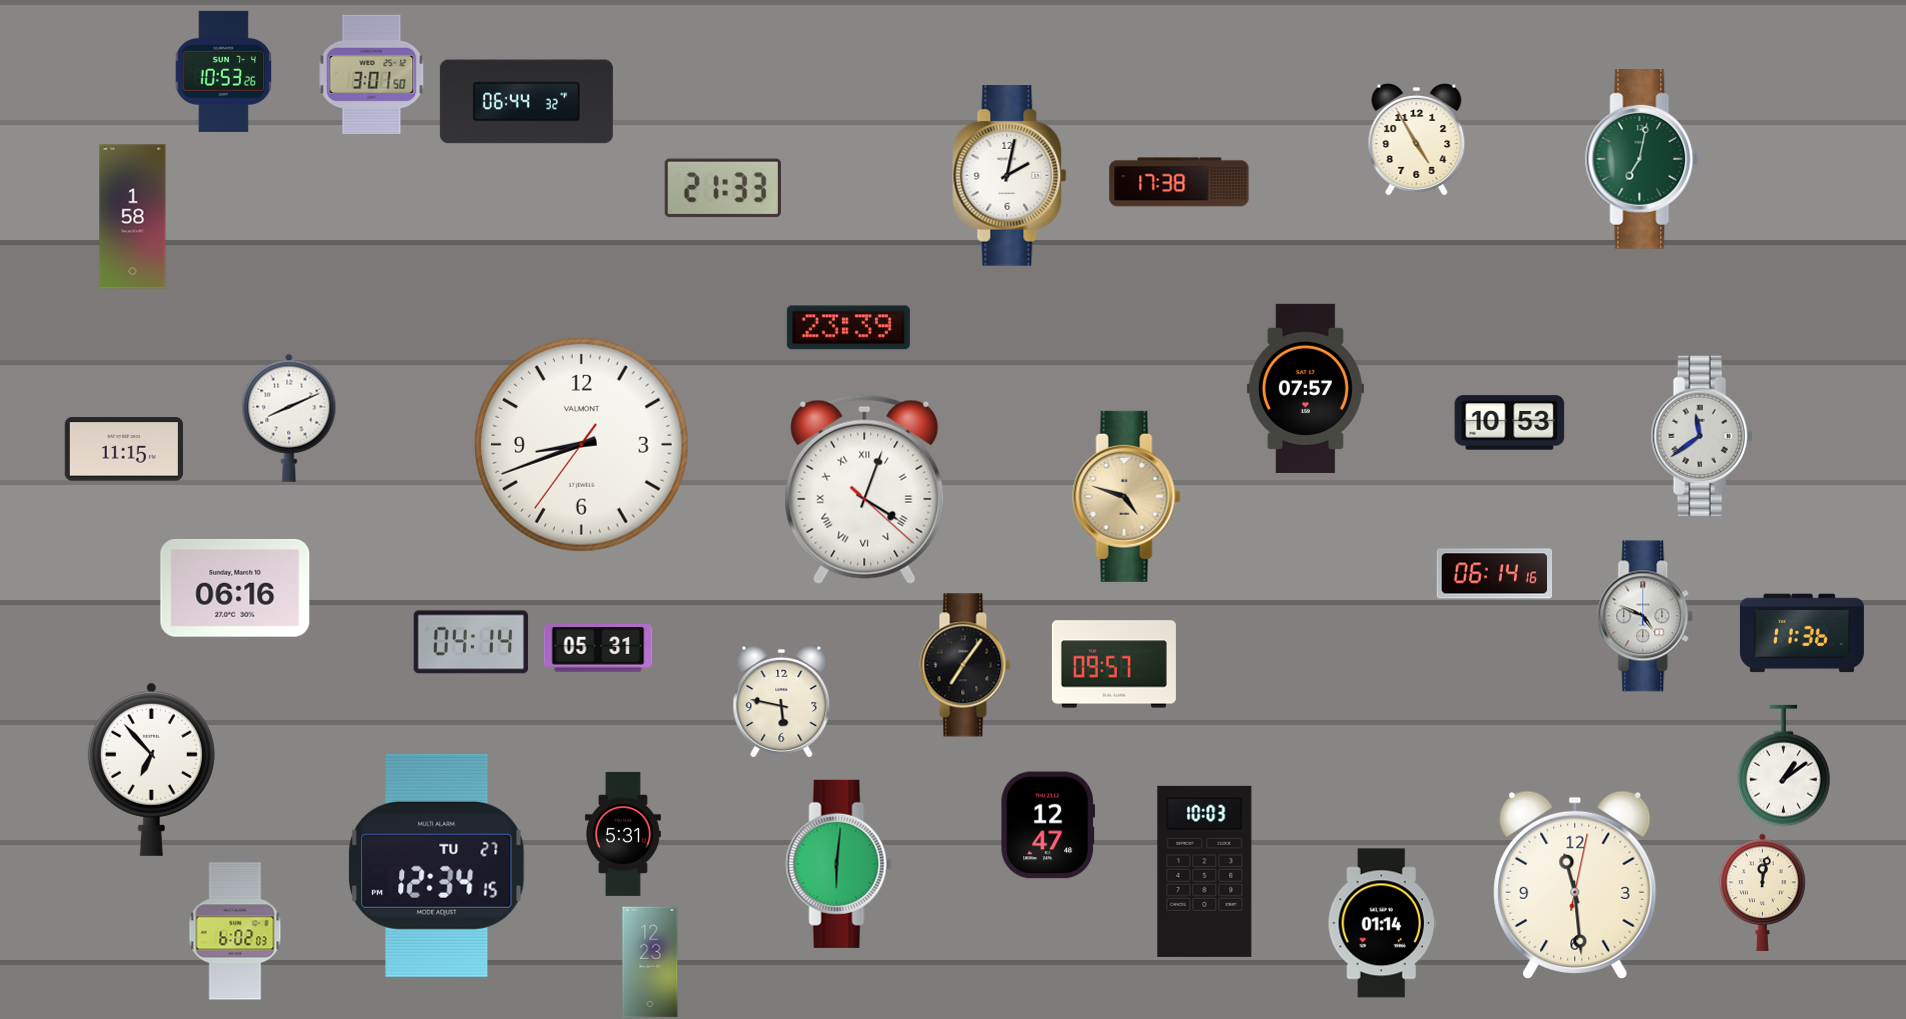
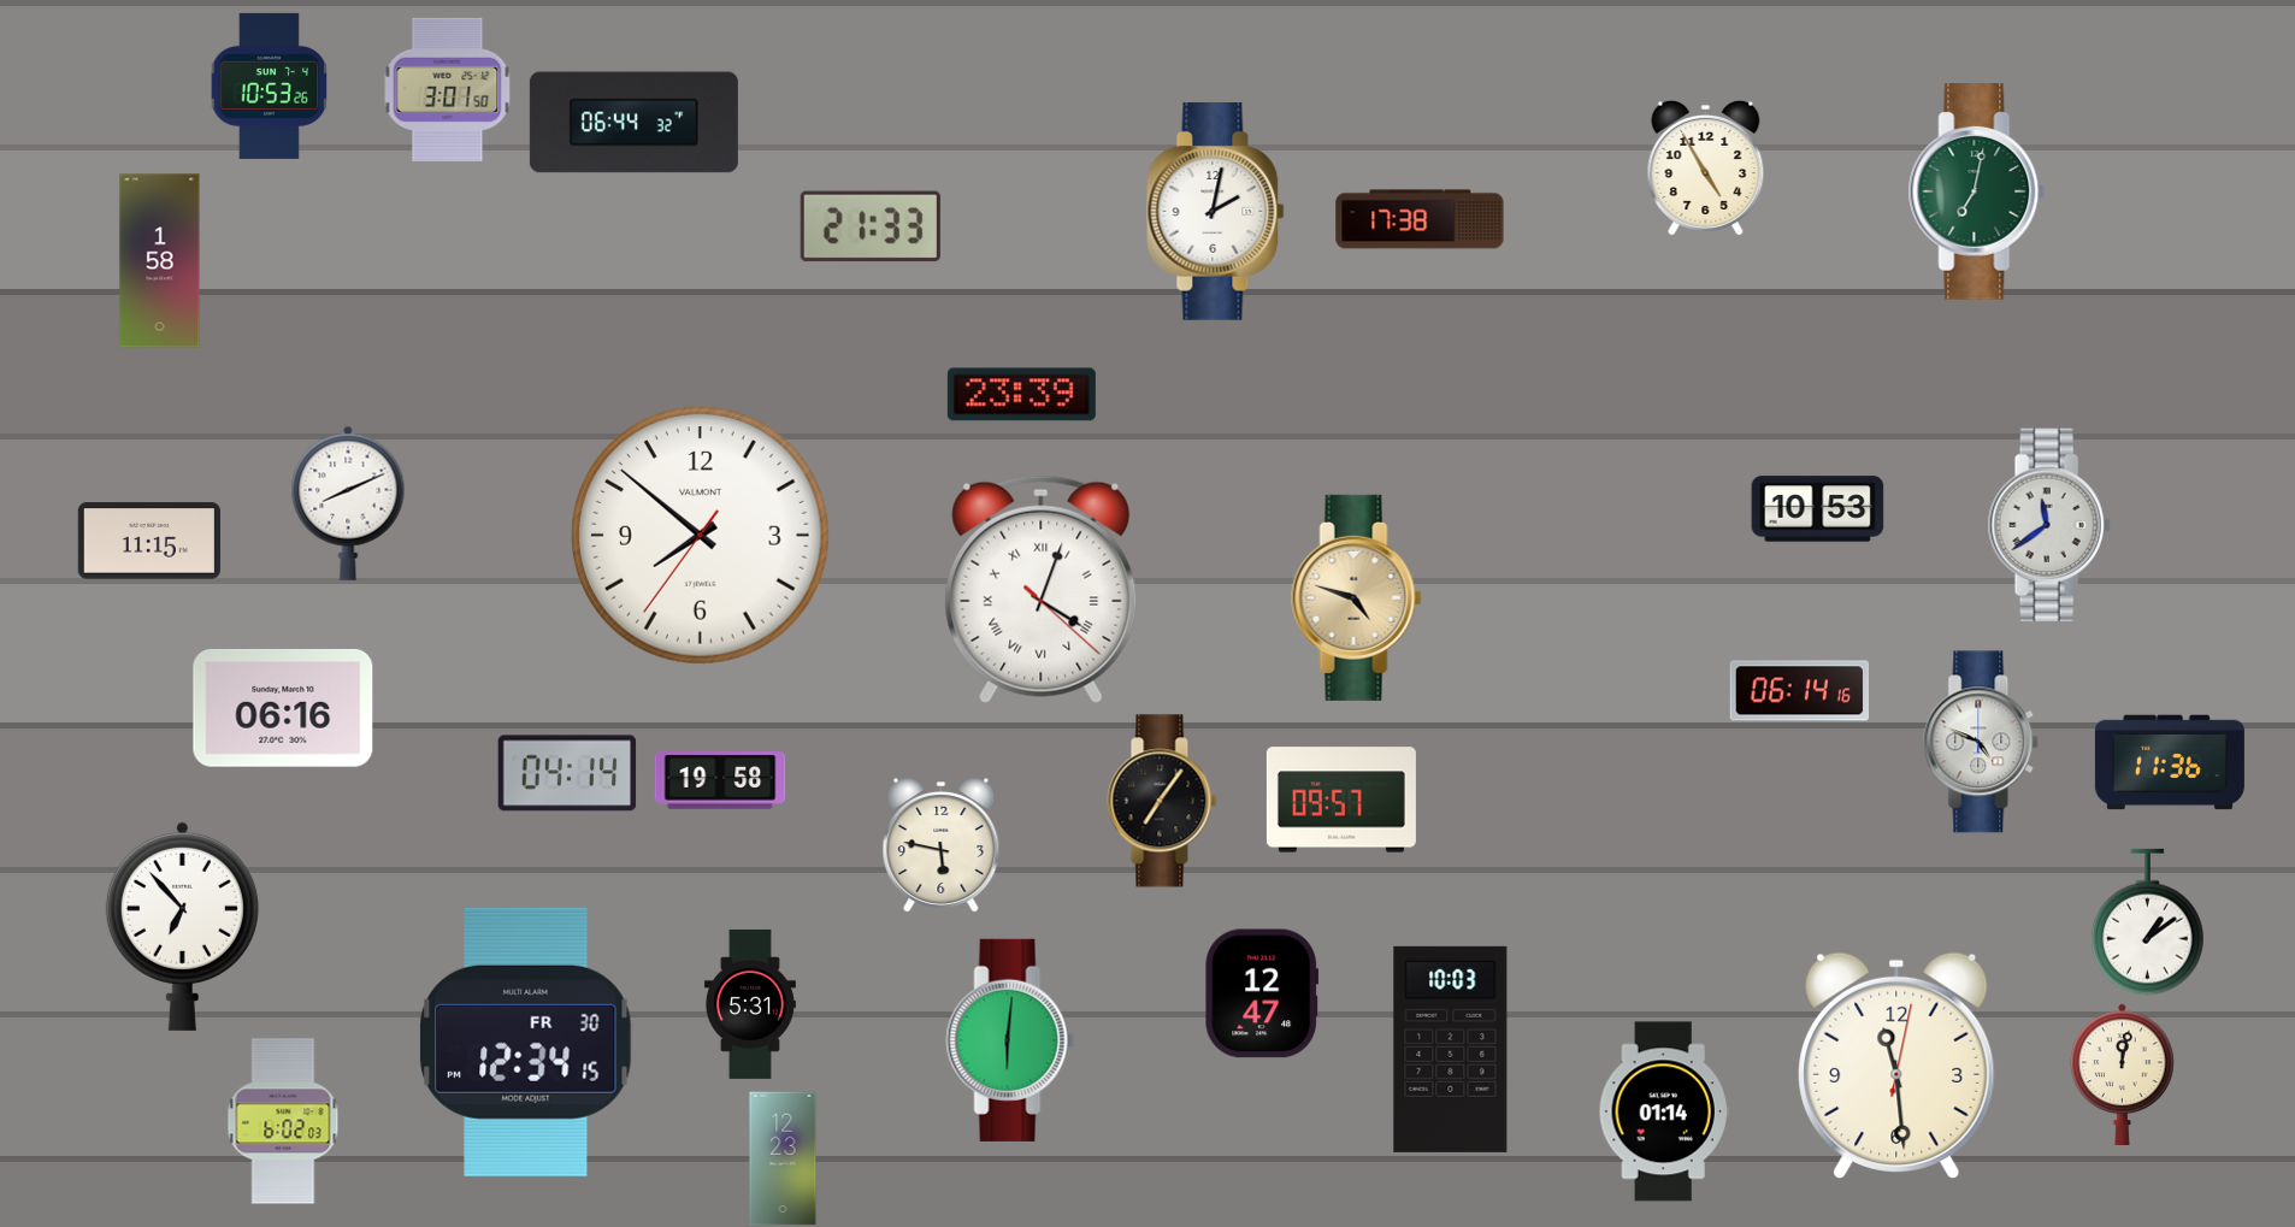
clock at (1305, 388): 07:57 -> none
clock at (581, 444): 8:41 -> 7:51
clock at (598, 648): 05:31 -> 19:58
clock at (437, 865) date: TU 27 -> FR 30
